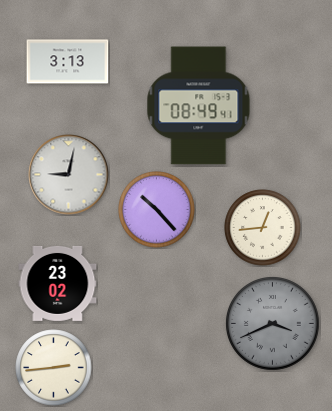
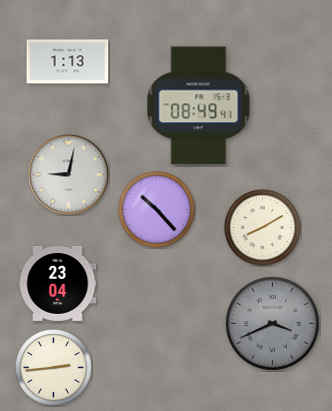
clock at (68, 62): 3:13 -> 1:13
clock at (263, 228): 12:44 -> 8:10
clock at (58, 283): 23:02 -> 23:04
